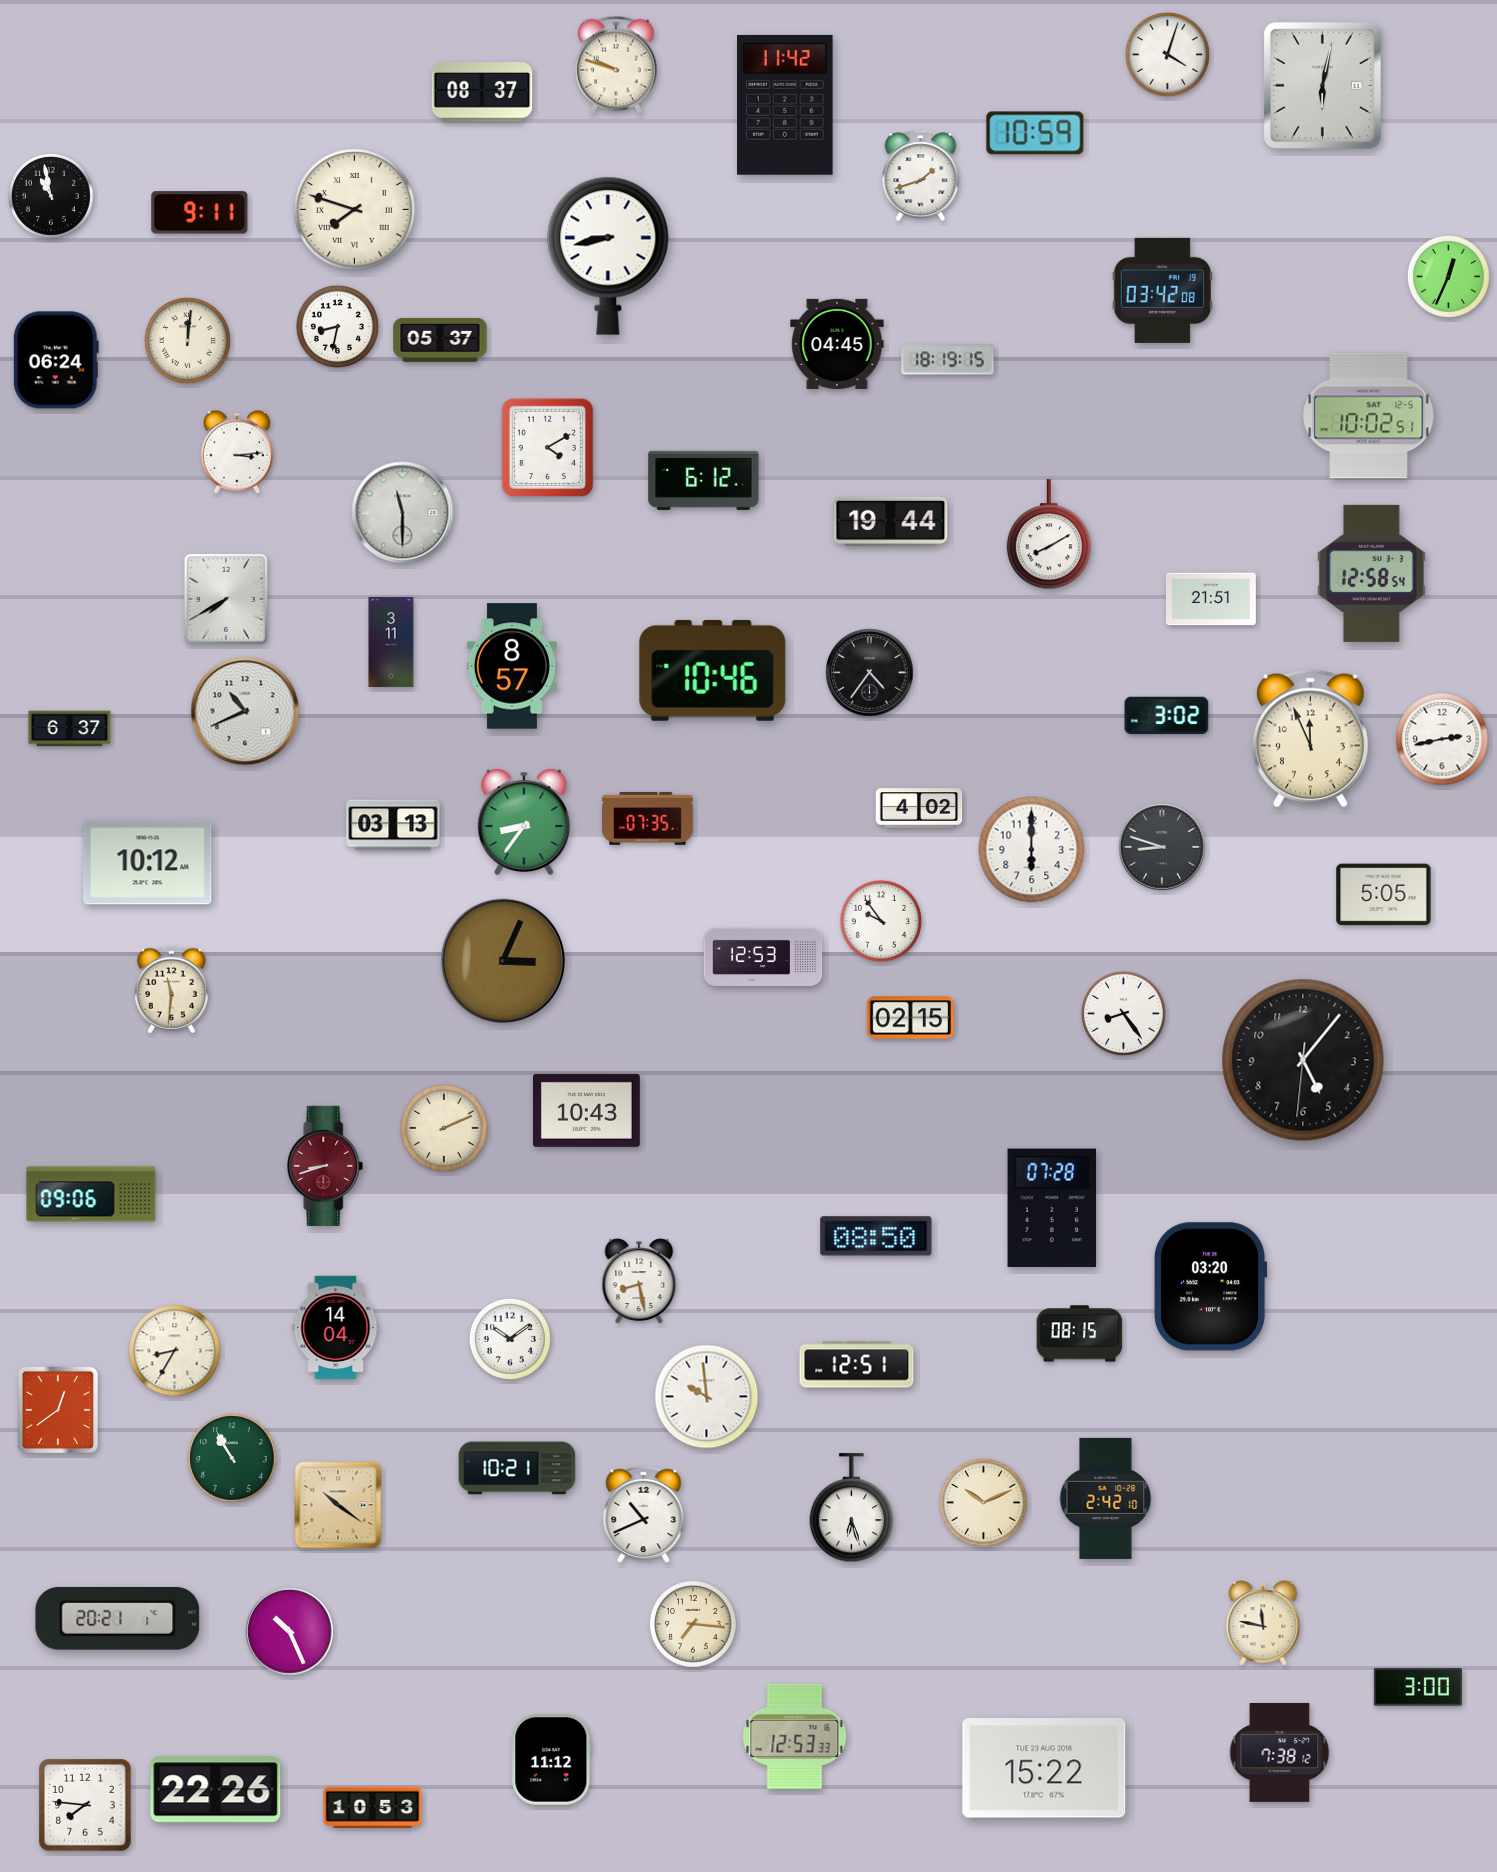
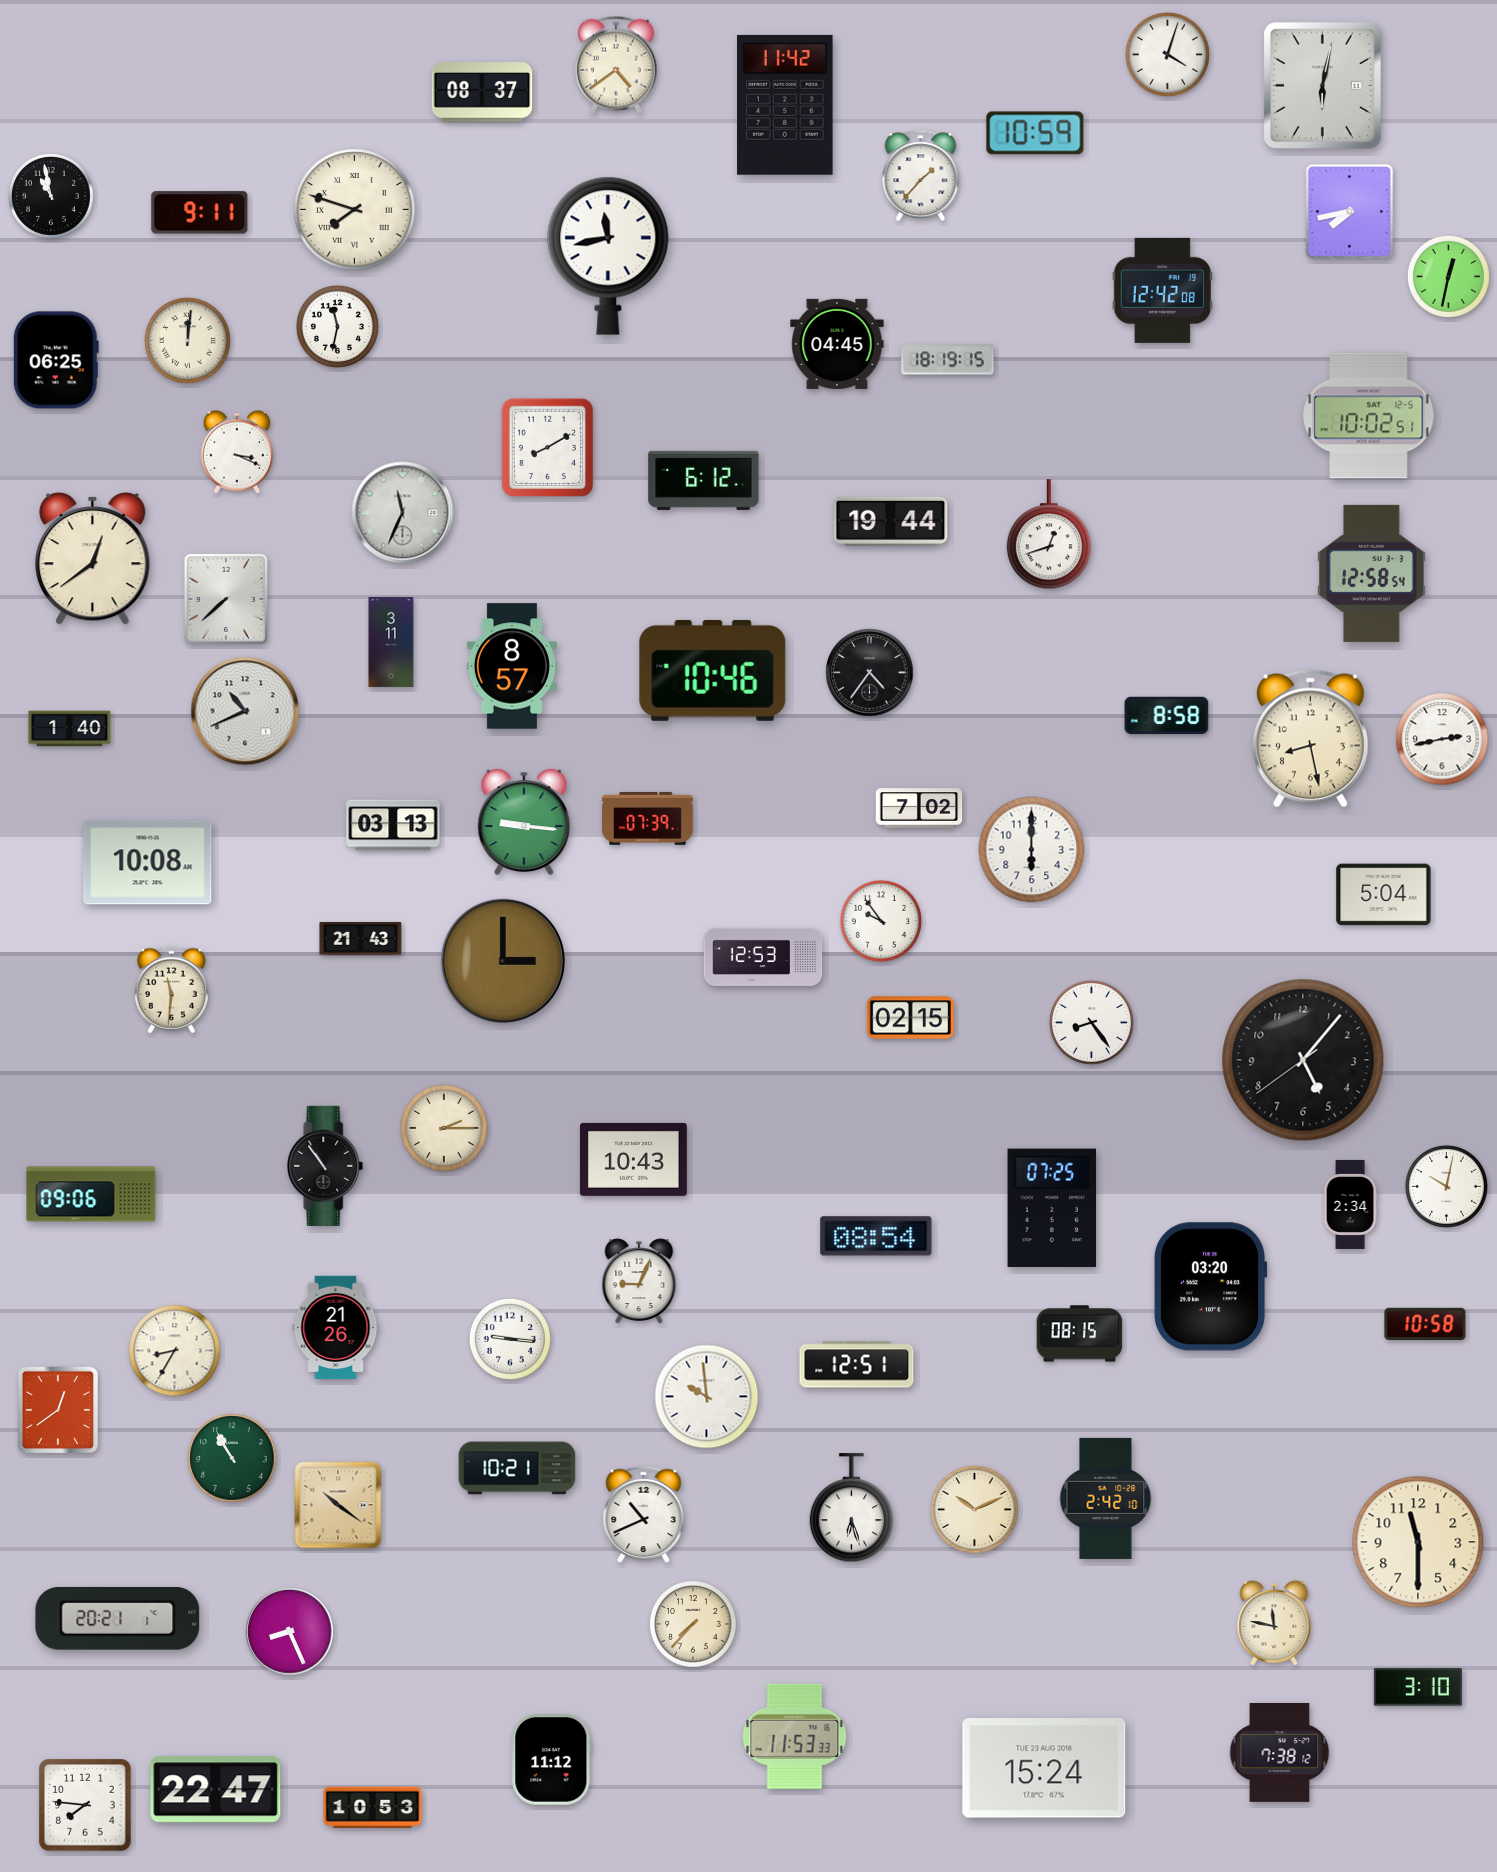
clock at (616, 65): 9:48 -> 4:39
clock at (921, 175): 1:42 -> 1:37
clock at (1350, 212): none -> 7:43
clock at (608, 256): 8:43 -> 11:43
clock at (1448, 276): 12:34 -> 12:32
clock at (1162, 290): 03:42 -> 12:42
clock at (337, 326): 8:32 -> 11:32
clock at (440, 340): 05:37 -> none
clock at (56, 360): 06:24 -> 06:25
clock at (548, 448): 4:10 -> 8:10
clock at (237, 452): 3:14 -> 3:19
clock at (403, 513): 11:30 -> 11:34
clock at (1048, 535): 8:10 -> 12:42
clock at (93, 558): none -> 12:39
clock at (226, 599): 7:40 -> 7:38
clock at (1211, 599): 21:51 -> none
clock at (1167, 716): 3:02 -> 8:58
clock at (70, 729): 6:37 -> 1:40
clock at (1310, 739): 11:56 -> 8:28
clock at (919, 808): 4:02 -> 7:02
clock at (648, 818): 07:35 -> 07:39
clock at (524, 822): 8:36 -> 9:16
clock at (1162, 847): 8:48 -> none
clock at (148, 863): 10:12 -> 10:08
clock at (1384, 895): 5:05 -> 5:04
clock at (361, 939): none -> 21:43
clock at (503, 961): 3:04 -> 3:00
clock at (1123, 1013) position: (1123, 1013) -> (1091, 1022)
clock at (1303, 1060): 5:06:31 -> 5:06:39
clock at (586, 1110) position: (586, 1110) -> (633, 1159)
clock at (444, 1128): 2:11 -> 2:15
clock at (325, 1166): 8:42 -> 10:54
clock at (325, 1166) dial: burgundy -> black
clock at (1446, 1186): none -> 10:02
clock at (1350, 1204): none -> 2:34
clock at (1052, 1208): 07:28 -> 07:25
clock at (876, 1236): 08:50 -> 08:54
clock at (639, 1281): 8:28 -> 9:04
clock at (1425, 1323): none -> 10:58
clock at (336, 1327): 14:04 -> 21:26
clock at (510, 1339): 10:09 -> 9:16
clock at (984, 1503) position: (984, 1503) -> (975, 1510)
clock at (1418, 1542): none -> 11:30
clock at (1263, 1623) position: (1263, 1623) -> (1274, 1623)
clock at (693, 1624): 7:16 -> 7:37
clock at (290, 1632): 10:26 -> 8:26
clock at (1418, 1687): 3:00 -> 3:10
clock at (795, 1736): 12:53 -> 11:53
clock at (1044, 1768): 15:22 -> 15:24
clock at (216, 1790): 22:26 -> 22:47
